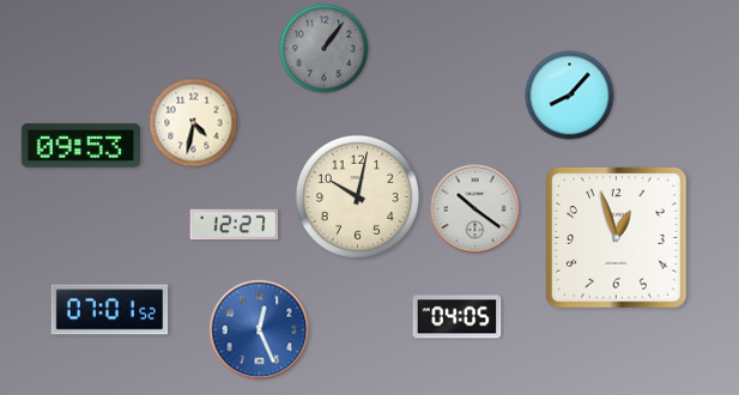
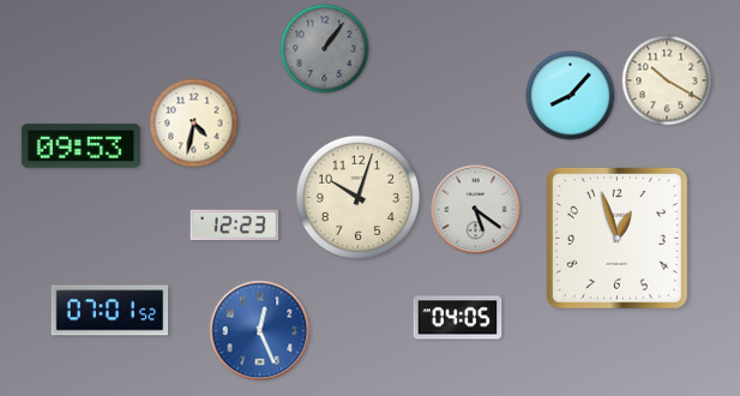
clock at (667, 80): none -> 10:20
clock at (357, 196): 10:02 -> 10:03
clock at (475, 209): 10:21 -> 5:21
clock at (235, 225): 12:27 -> 12:23
